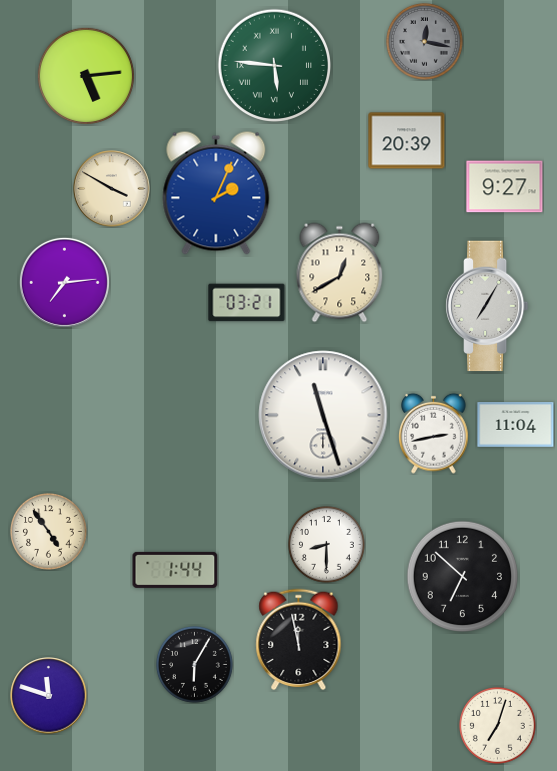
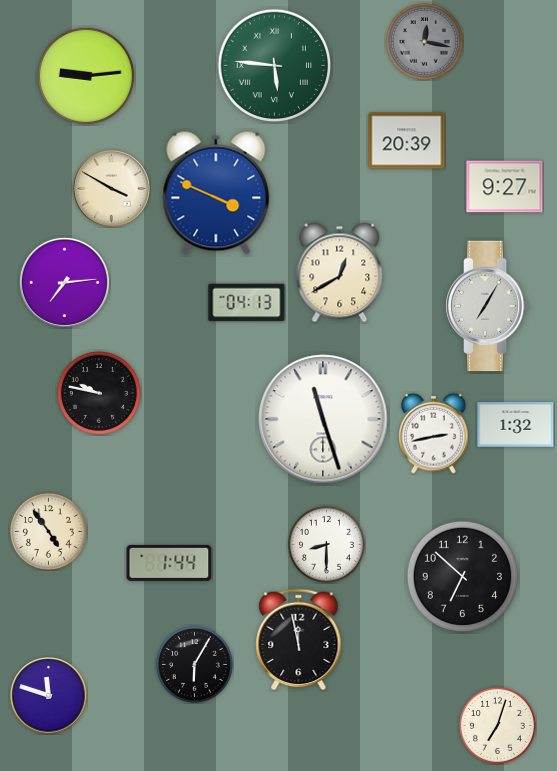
clock at (86, 76): 5:14 -> 9:14
clock at (216, 193): 2:04 -> 3:49
clock at (247, 303): 03:21 -> 04:13
clock at (99, 393): none -> 9:47
clock at (323, 415) position: (323, 415) -> (323, 419)
clock at (516, 425): 11:04 -> 1:32
clock at (175, 570) position: (175, 570) -> (169, 563)
